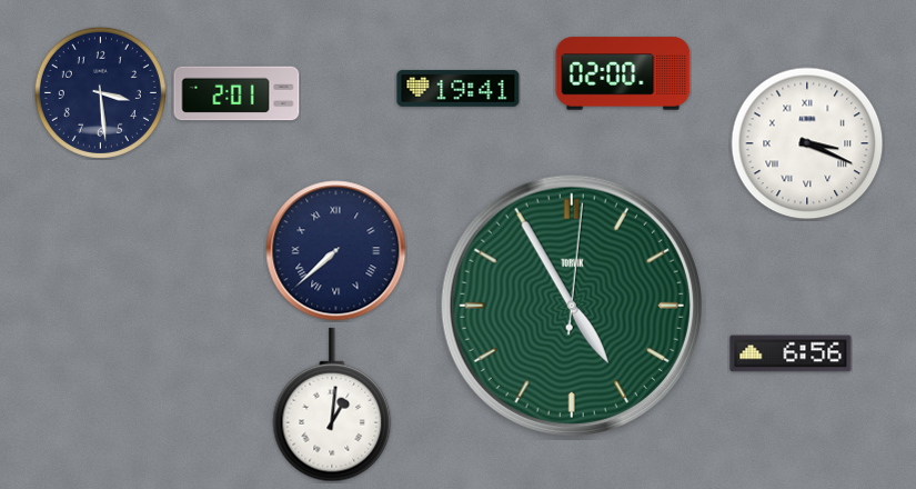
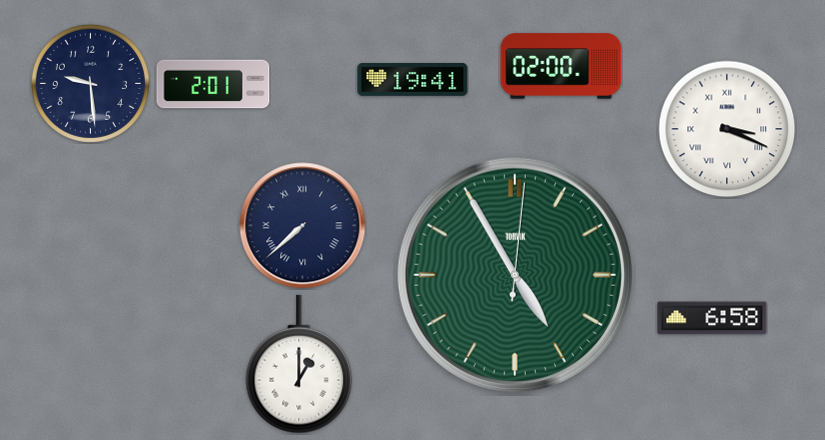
clock at (100, 92): 3:29 -> 9:29
clock at (791, 353): 6:56 -> 6:58
clock at (332, 405): 1:01 -> 1:00
